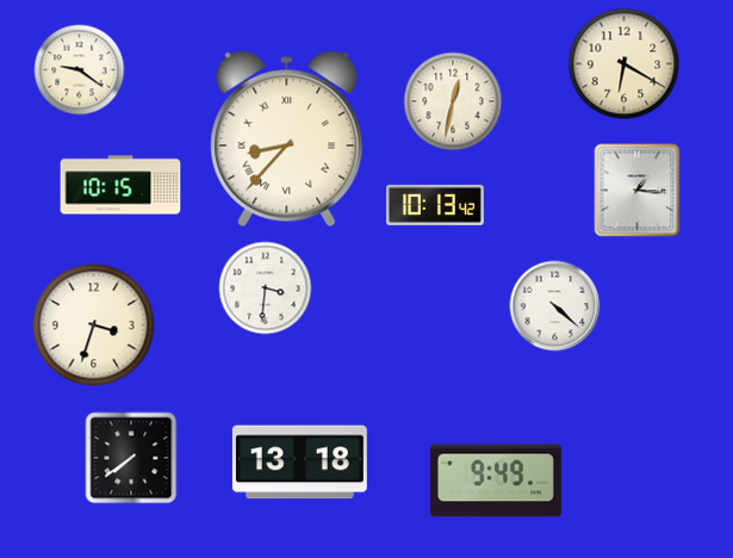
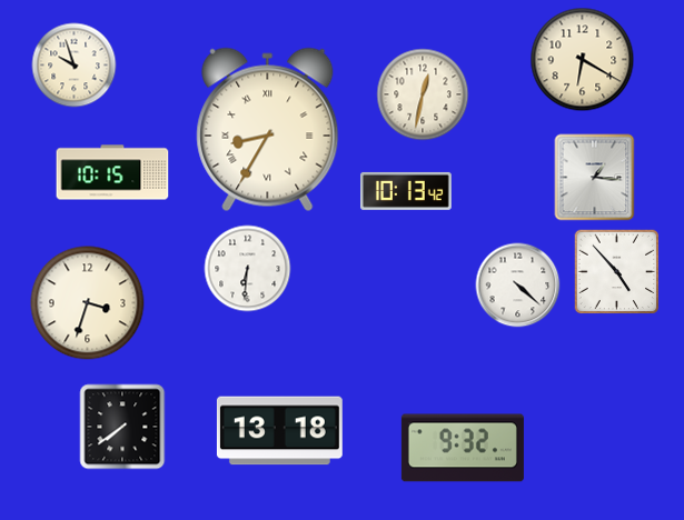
clock at (80, 70): 9:21 -> 9:57
clock at (287, 139): 8:37 -> 8:35
clock at (266, 289): 3:31 -> 6:31
clock at (617, 272): none -> 4:53
clock at (496, 480): 9:49 -> 9:32
